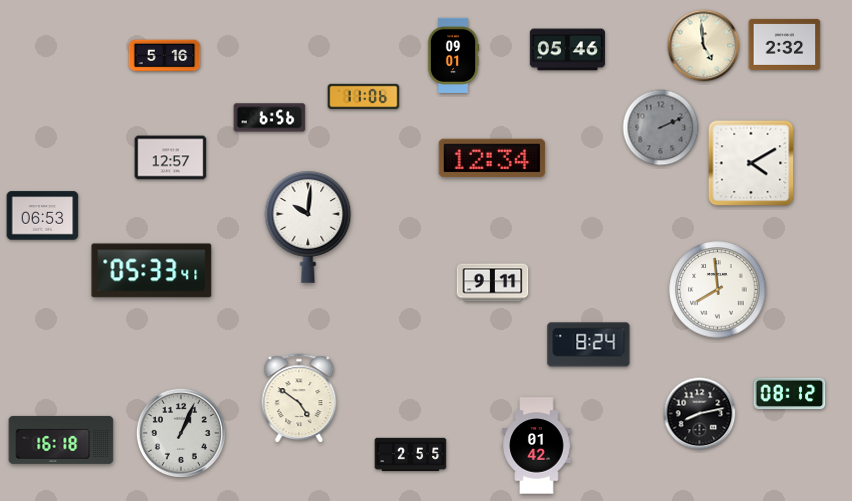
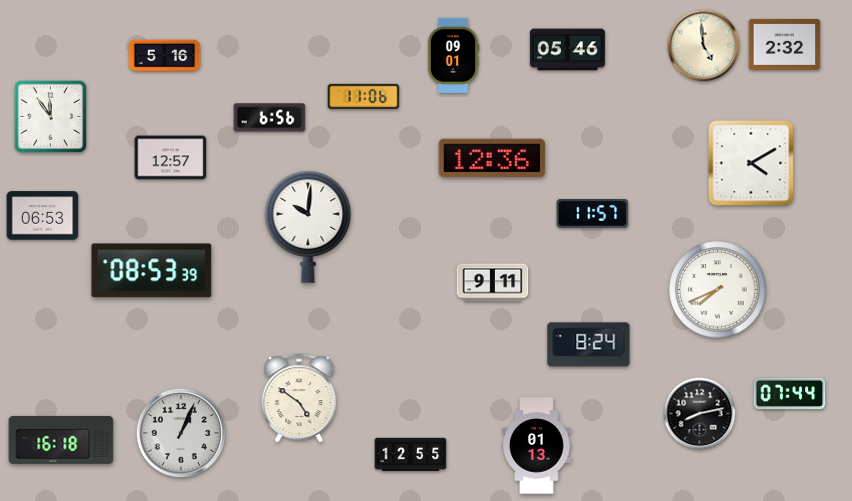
clock at (51, 117): none -> 11:54
clock at (661, 128): 2:11 -> none
clock at (492, 158): 12:34 -> 12:36
clock at (593, 214): none -> 11:57
clock at (152, 271): 05:33 -> 08:53
clock at (718, 290): 7:59 -> 7:41
clock at (790, 394): 08:12 -> 07:44
clock at (537, 446): 01:42 -> 01:13
clock at (411, 455): 2:55 -> 12:55
